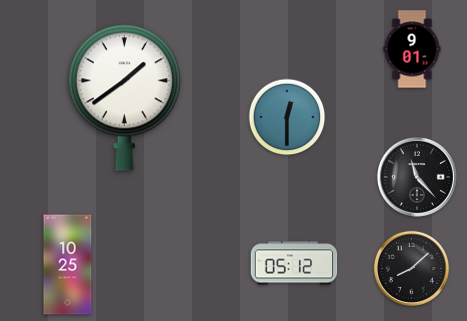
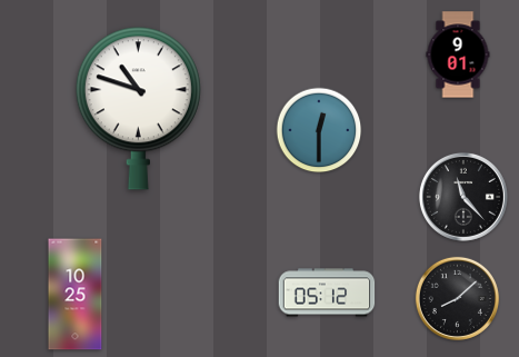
clock at (124, 98): 1:39 -> 10:48
